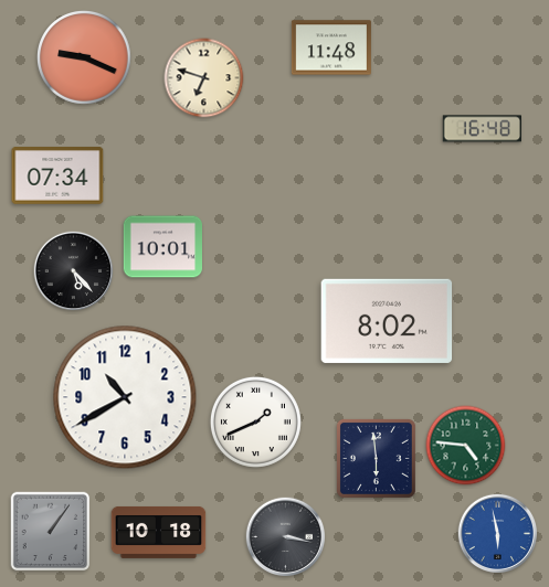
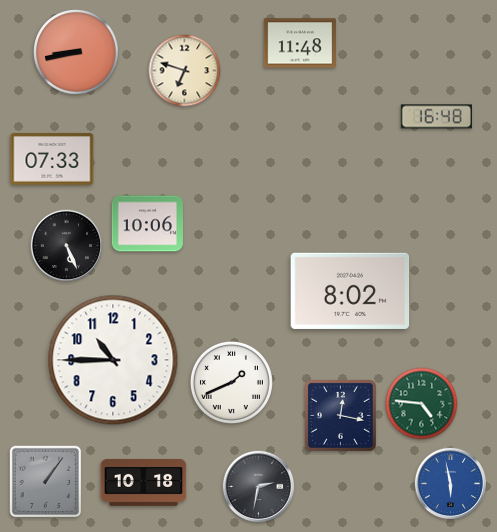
clock at (85, 58): 9:19 -> 8:43
clock at (57, 175): 07:34 -> 07:33
clock at (162, 247): 10:01 -> 10:06
clock at (74, 271): 5:23 -> 5:26
clock at (125, 397): 10:40 -> 10:45
clock at (376, 458): 5:59 -> 12:17
clock at (286, 537): 3:17 -> 2:32
